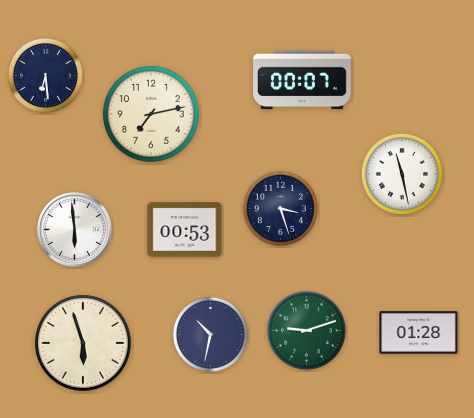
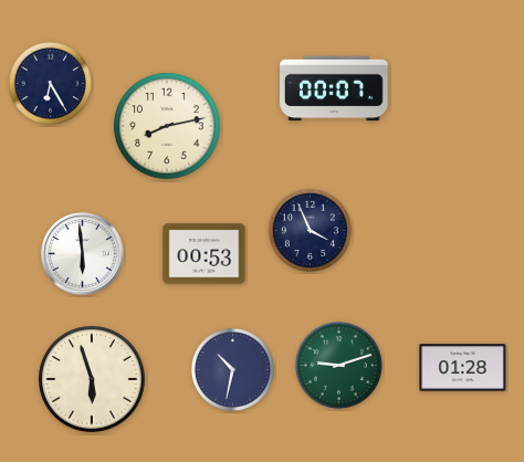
clock at (45, 75): 6:29 -> 6:25
clock at (151, 114): 7:13 -> 8:13
clock at (402, 174): 11:28 -> none
clock at (280, 208): 3:27 -> 3:56
